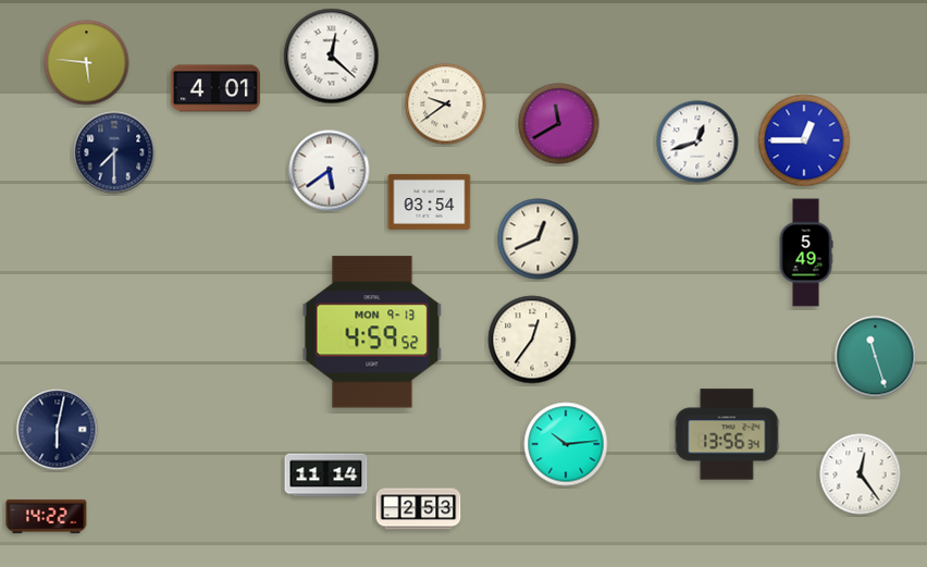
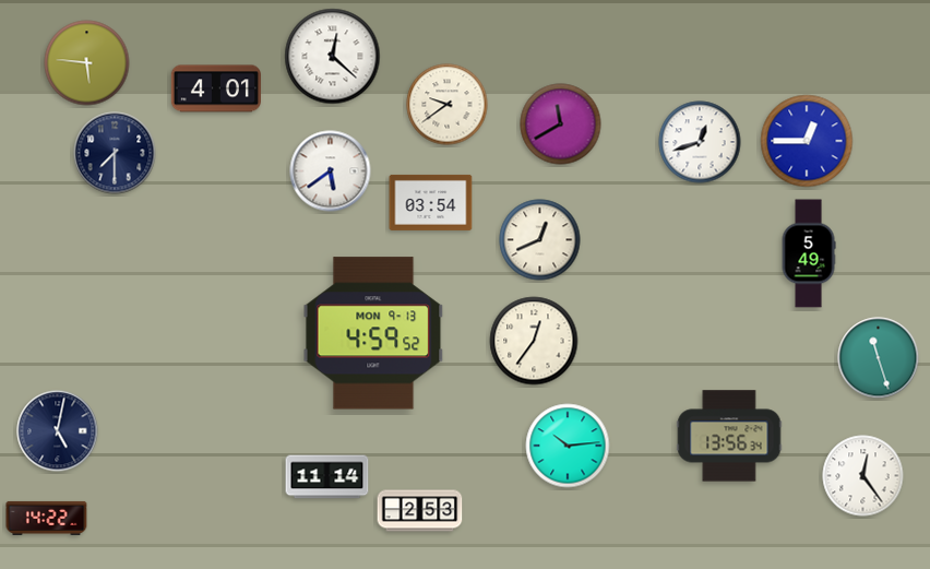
clock at (58, 430): 6:02 -> 5:02
